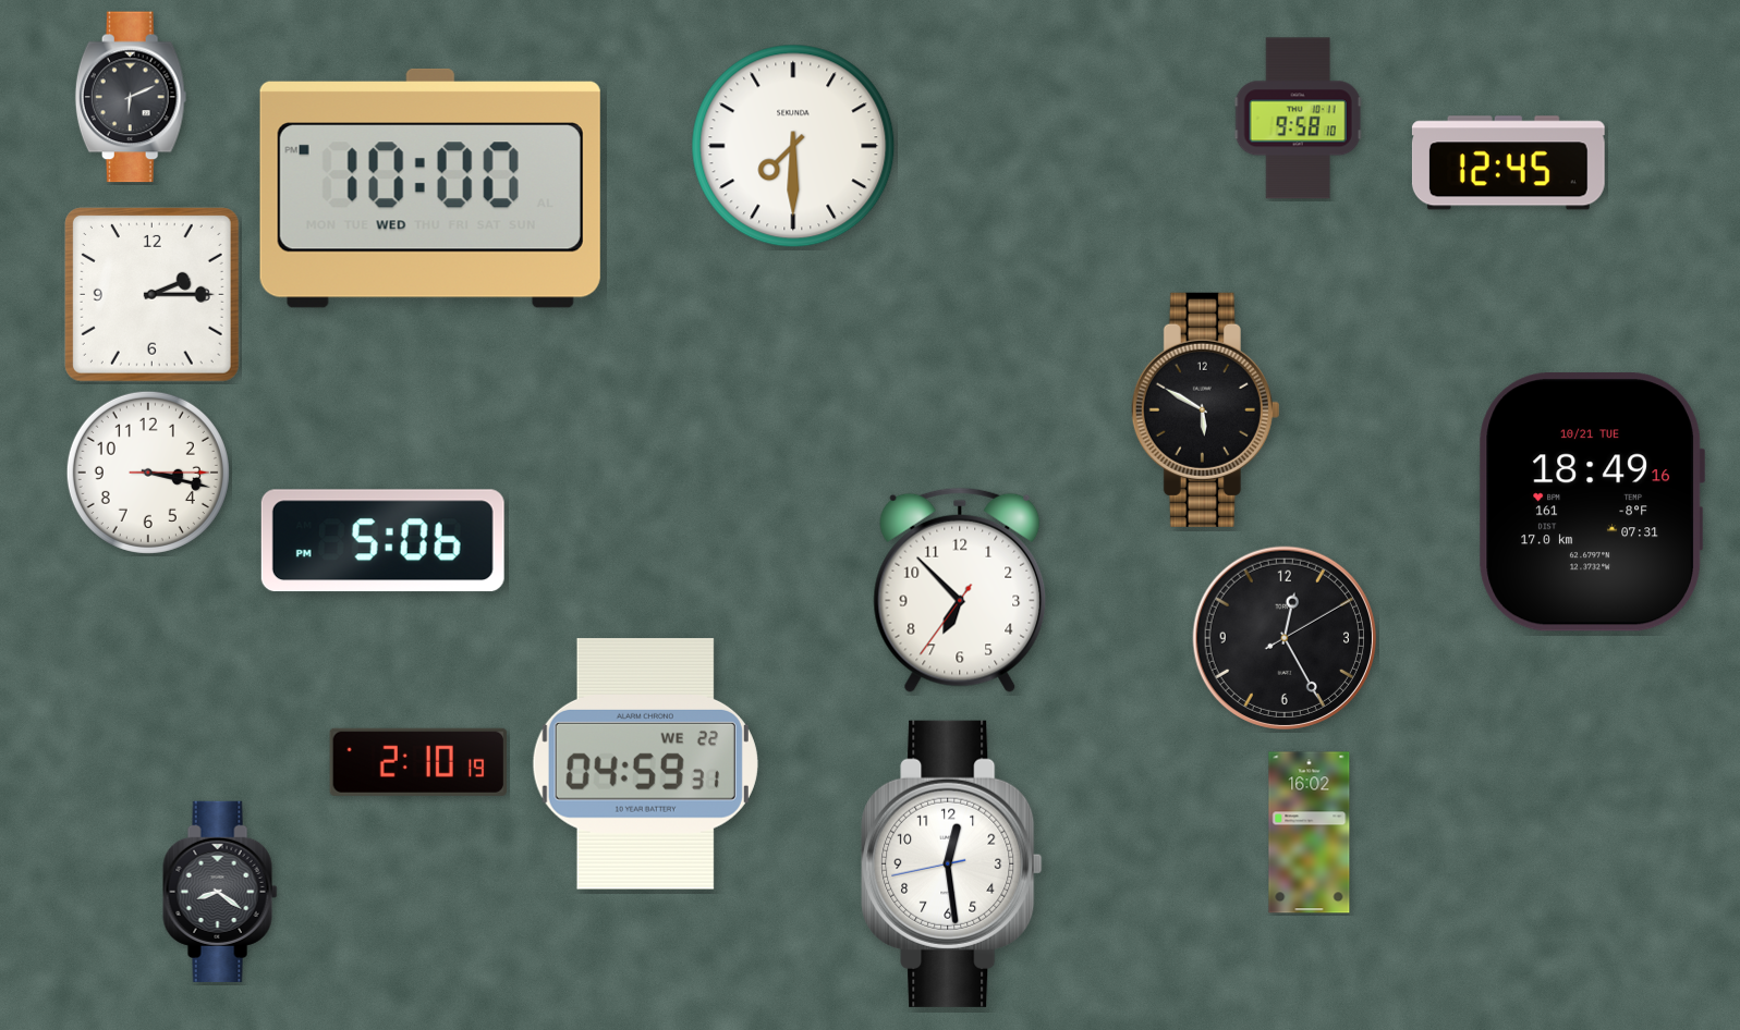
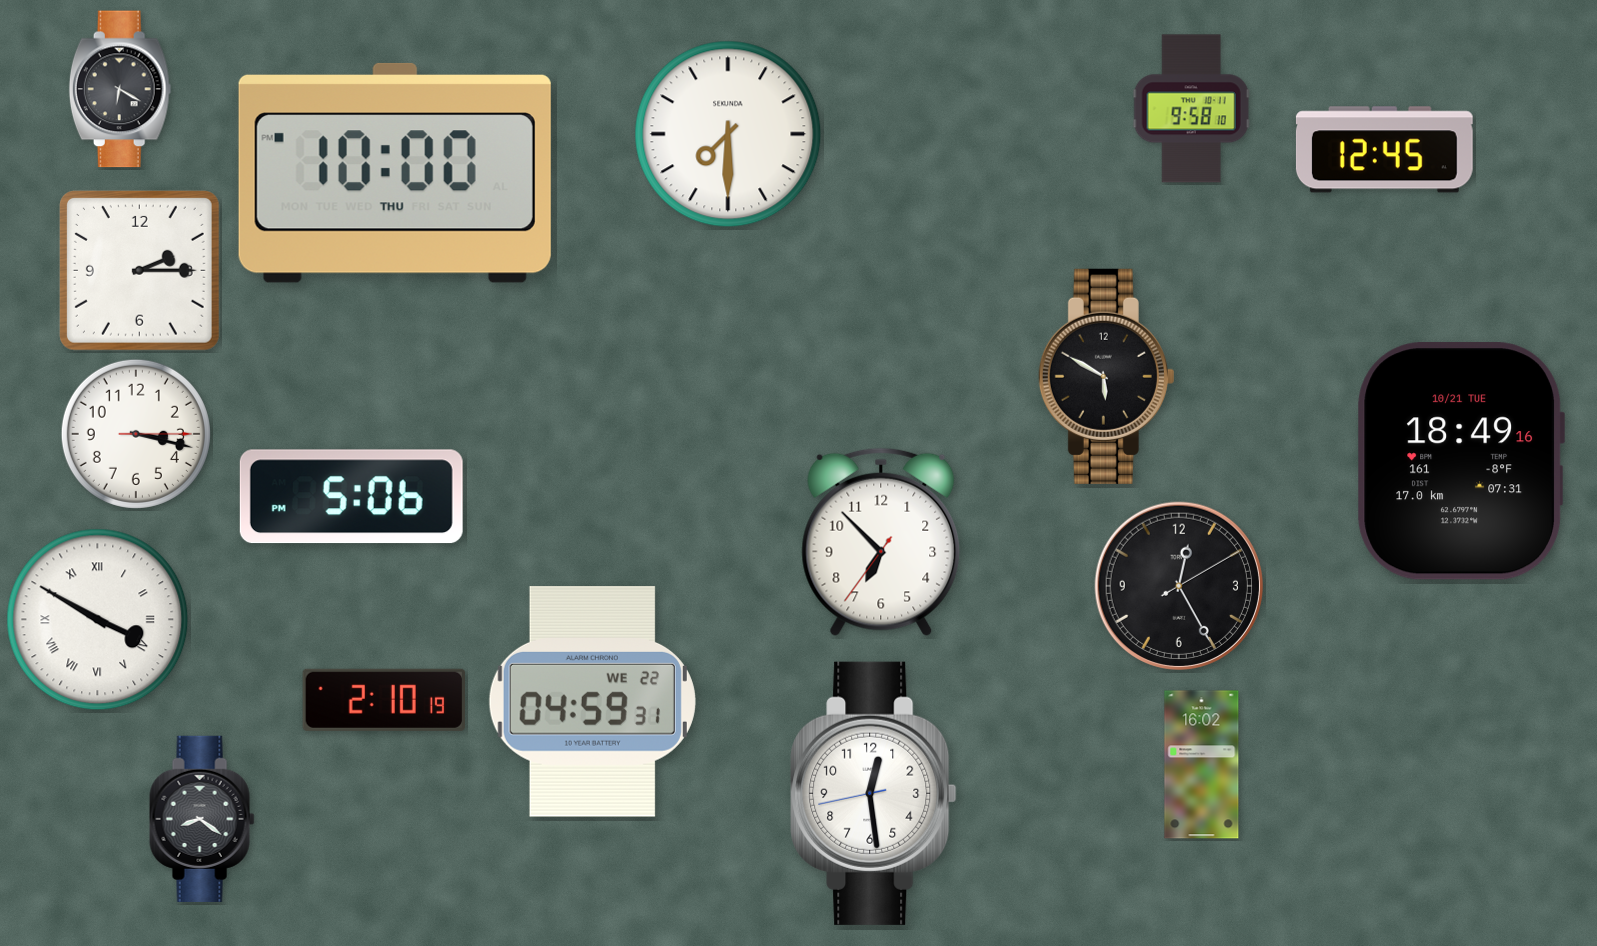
clock at (131, 97): 6:11 -> 6:20
clock at (430, 188) date: WED -> THU
clock at (98, 620): none -> 3:50
